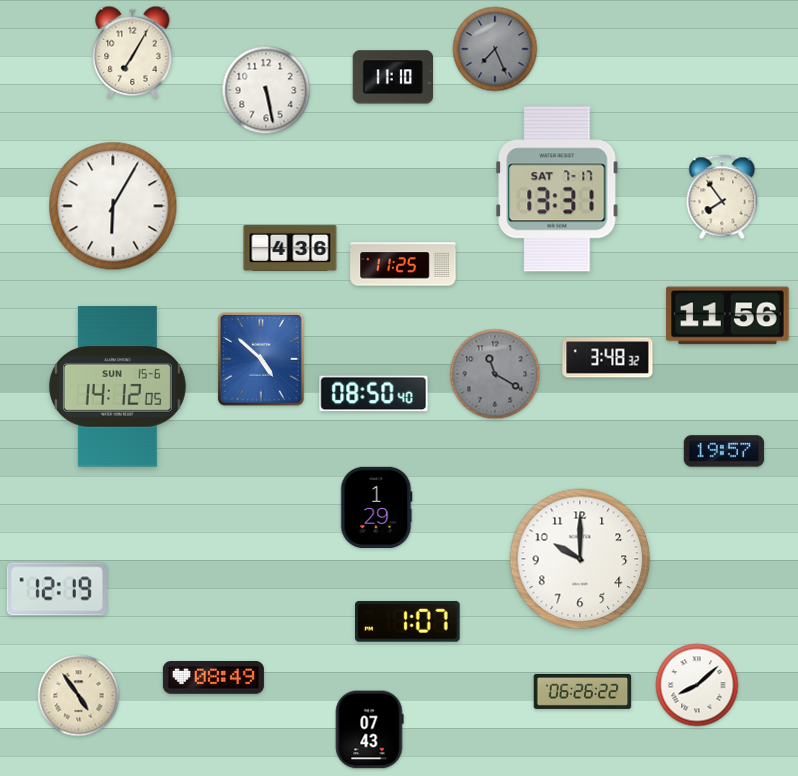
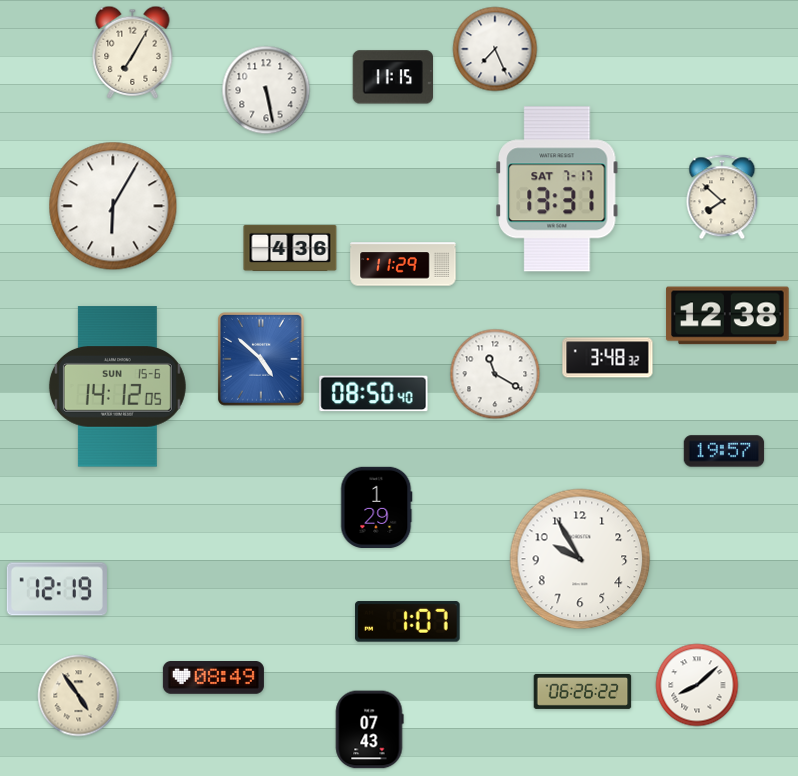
clock at (495, 49) dial: grey -> white
clock at (393, 77): 11:10 -> 11:15
clock at (722, 197): 7:54 -> 7:52
clock at (403, 264): 11:25 -> 11:29
clock at (728, 316): 11:56 -> 12:38
clock at (495, 374) dial: grey -> white
clock at (580, 559): 10:00 -> 9:55
